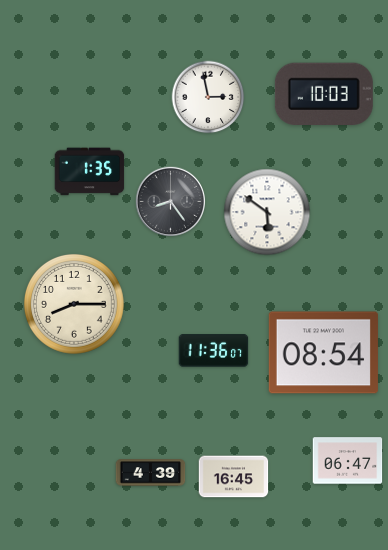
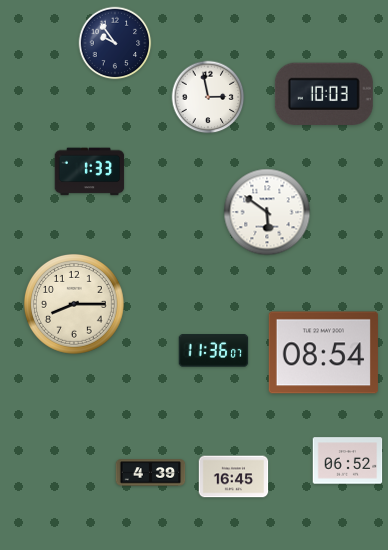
clock at (115, 43): none -> 9:54
clock at (90, 172): 1:35 -> 1:33
clock at (171, 202): 8:24 -> none
clock at (348, 461): 06:47 -> 06:52
